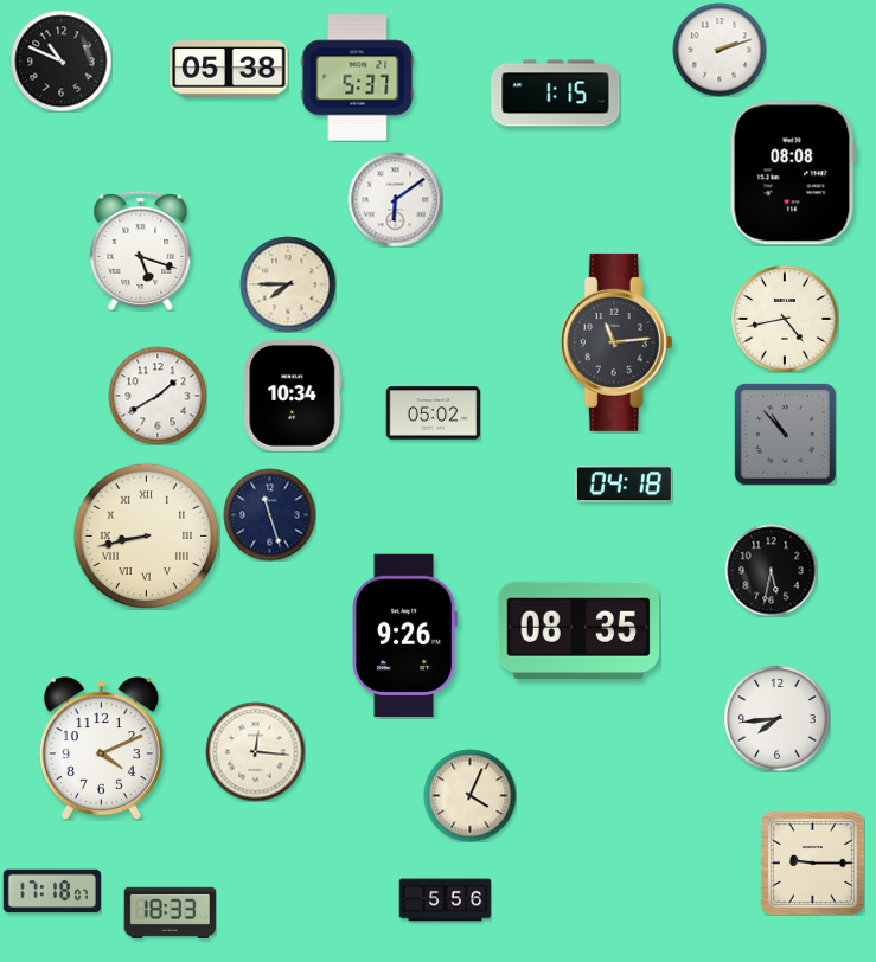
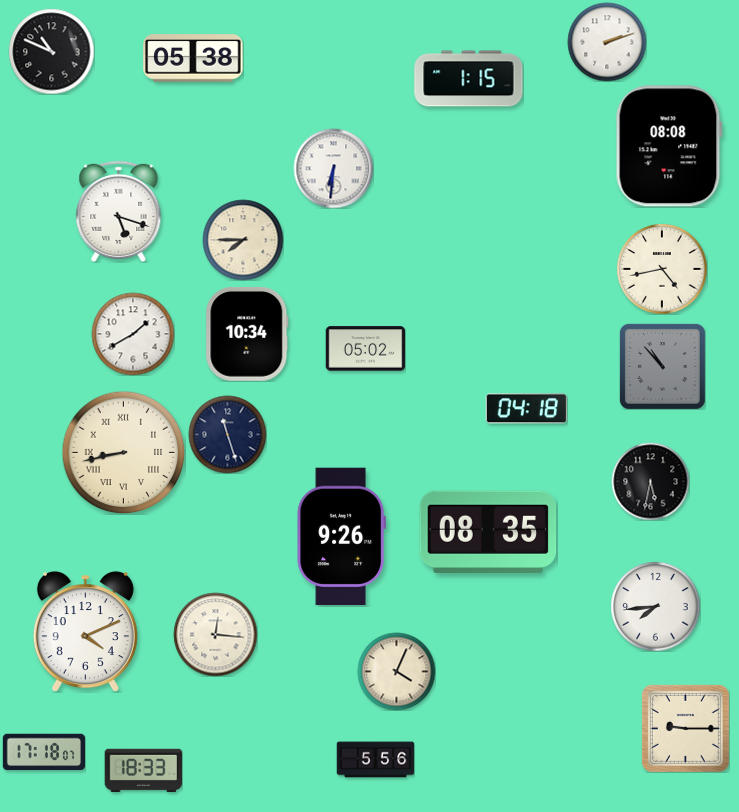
clock at (358, 78): 5:37 -> none
clock at (395, 199): 6:09 -> 6:31
clock at (616, 342): 11:14 -> none
